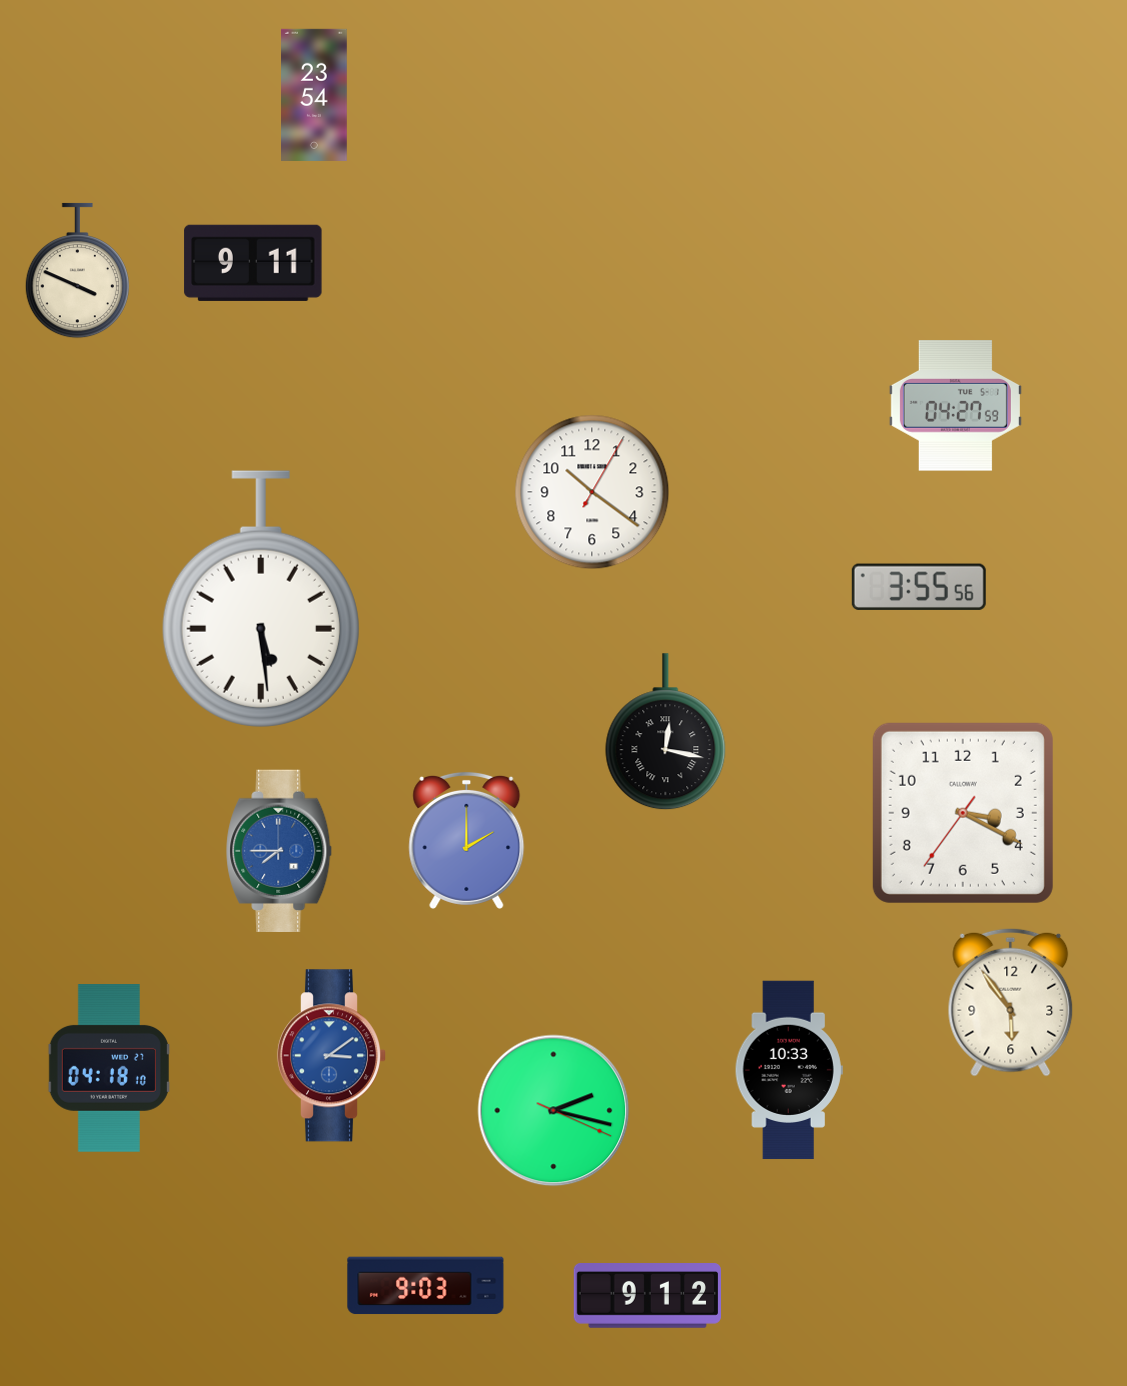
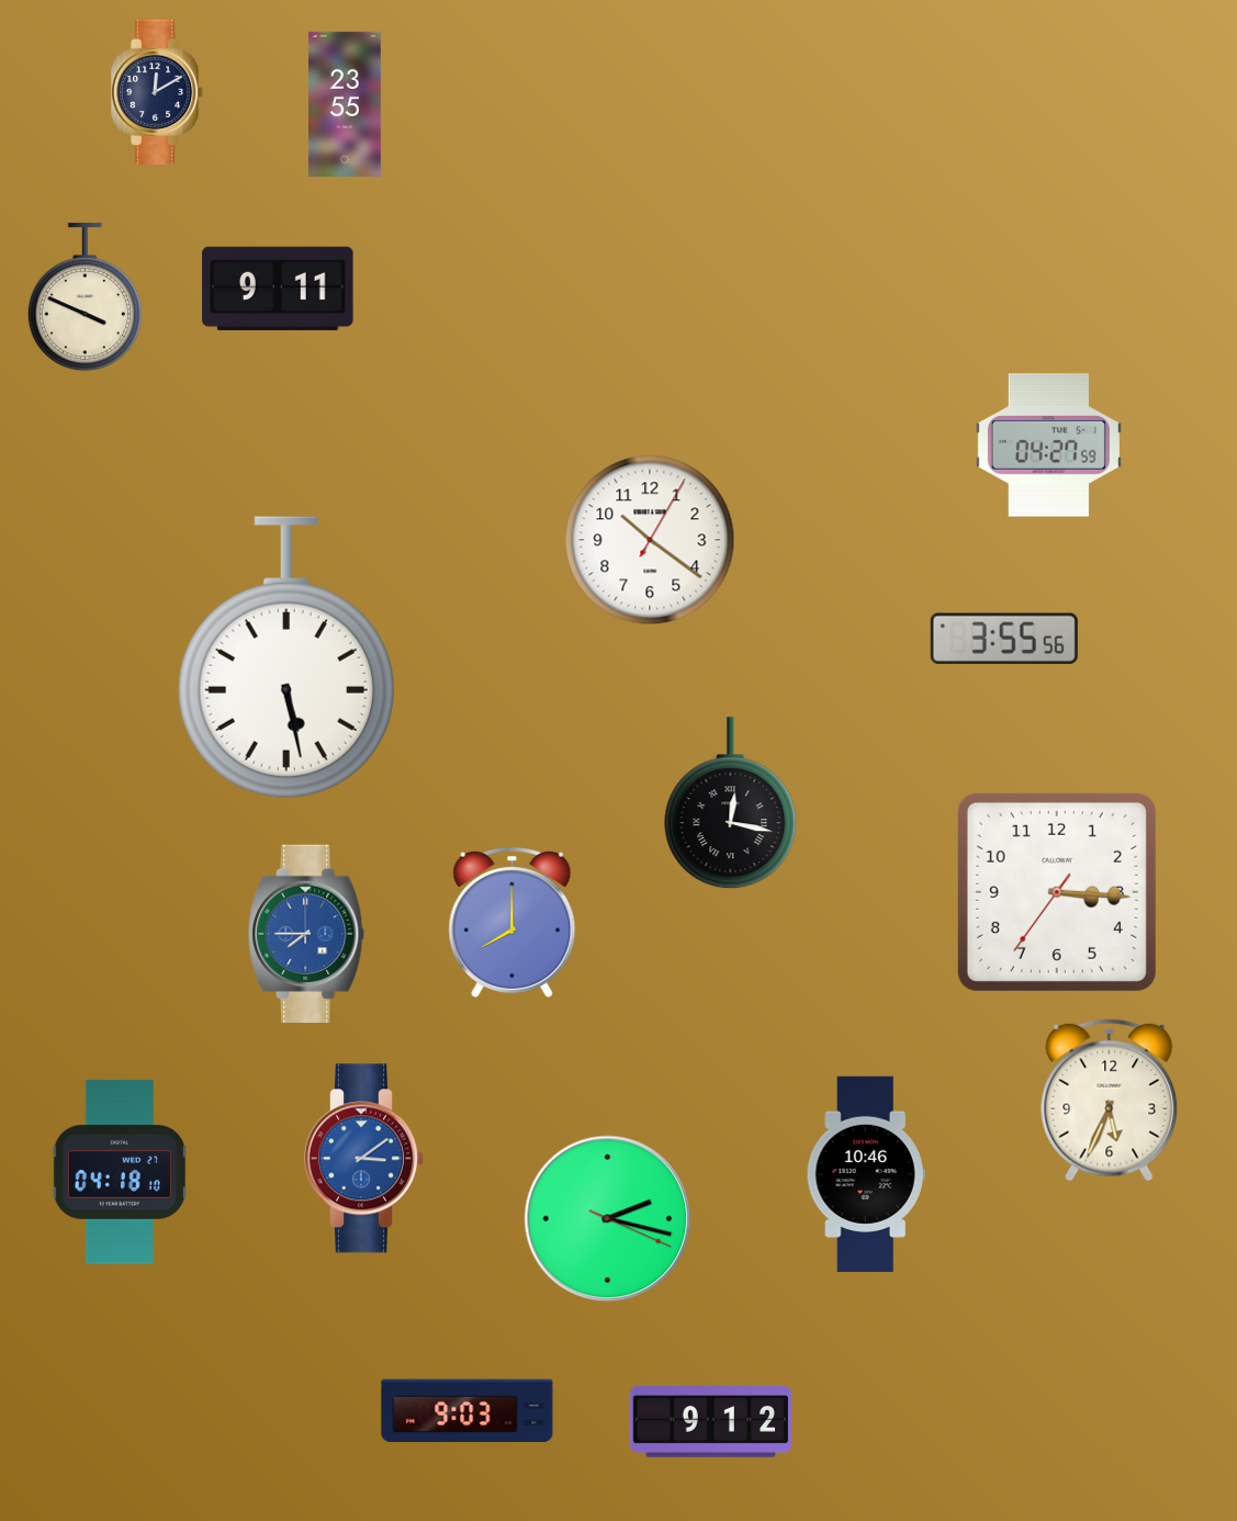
clock at (158, 92): none -> 12:10
clock at (315, 95): 23:54 -> 23:55
clock at (919, 587) position: (919, 587) -> (1004, 639)
clock at (261, 599): 5:29 -> 5:28
clock at (963, 813): 3:19 -> 3:15
clock at (467, 840): 2:00 -> 8:00
clock at (1011, 1002): 5:54 -> 5:34
clock at (789, 1070): 10:33 -> 10:46
